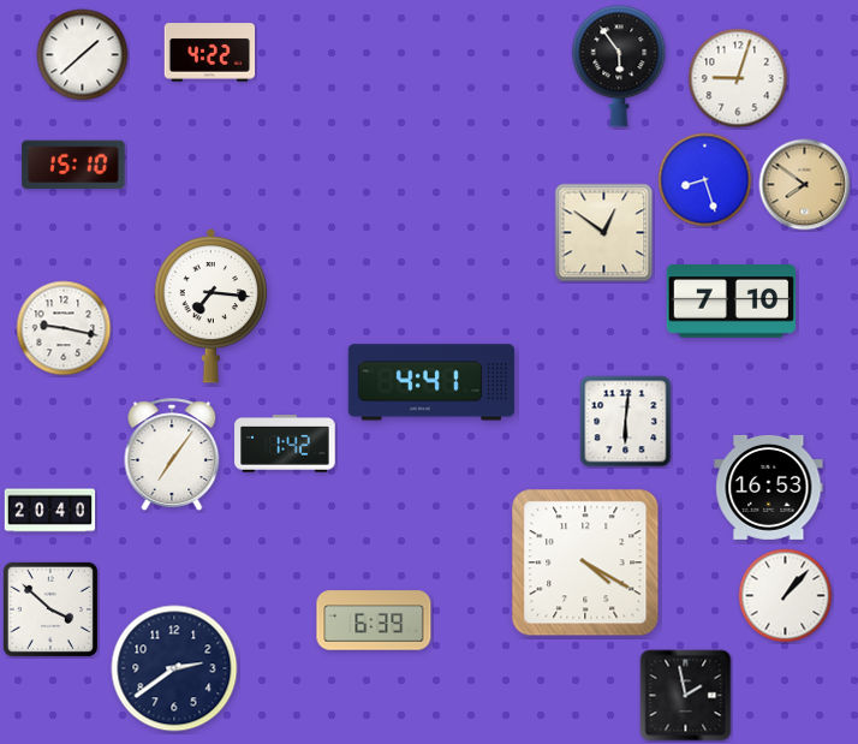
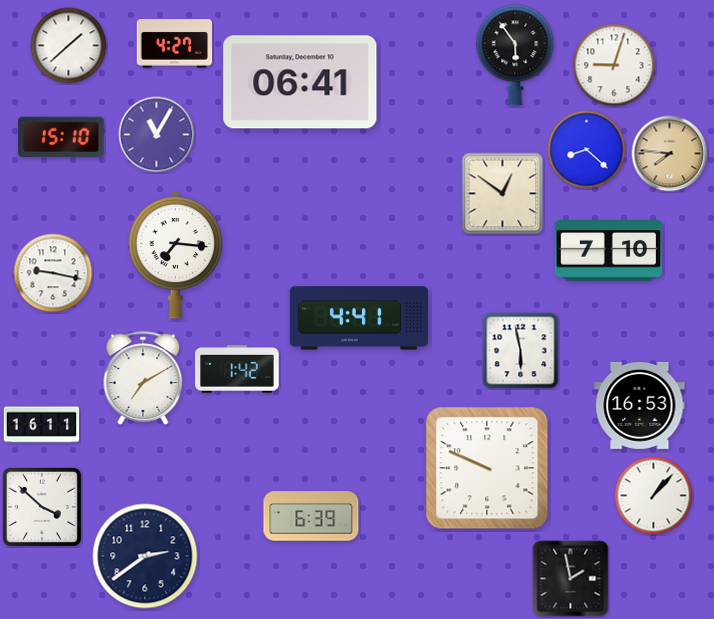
clock at (210, 53): 4:22 -> 4:27
clock at (300, 82): none -> 06:41
clock at (157, 135): none -> 11:05
clock at (705, 180): 8:27 -> 8:22
clock at (805, 185): 7:51 -> 7:46
clock at (626, 422): 6:01 -> 5:58
clock at (172, 454): 7:06 -> 7:10
clock at (50, 511): 20:40 -> 16:11
clock at (585, 563): 4:20 -> 9:49
